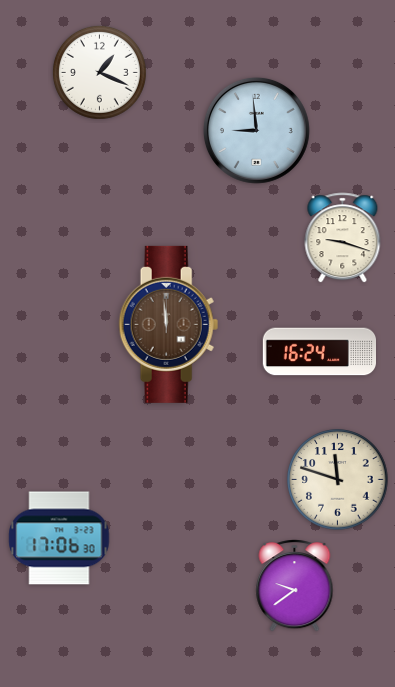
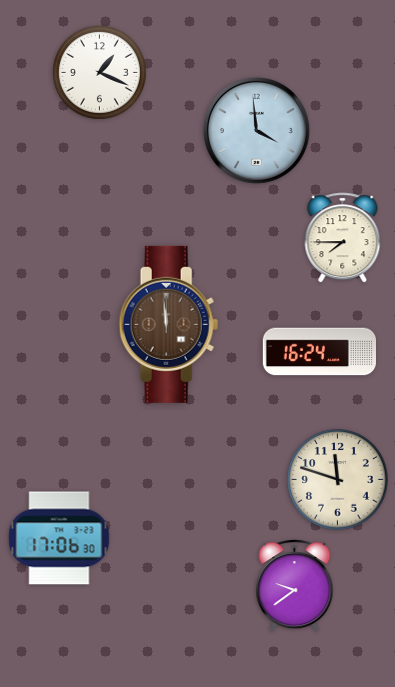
clock at (256, 130): 8:59 -> 3:59
clock at (343, 238): 9:18 -> 7:45
